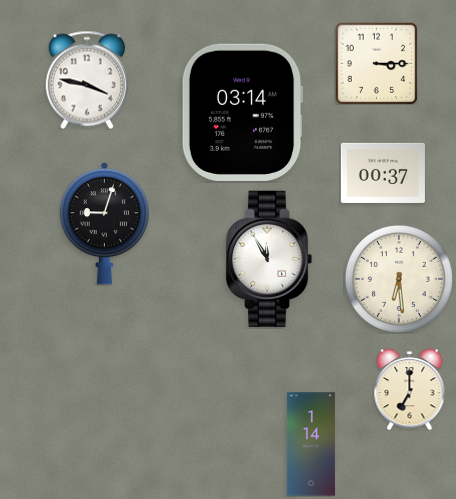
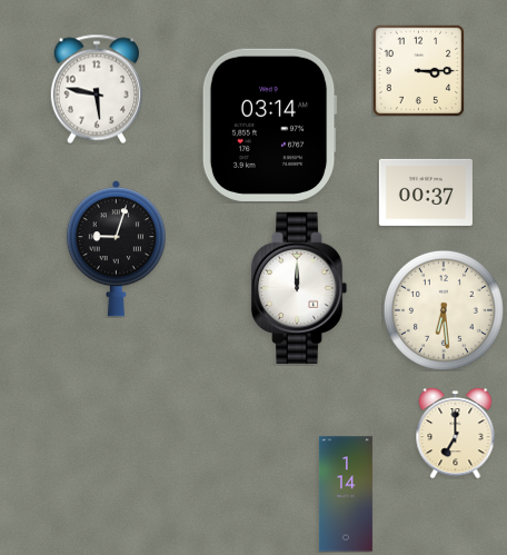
clock at (86, 80): 3:47 -> 5:47
clock at (269, 258): 11:55 -> 12:00
